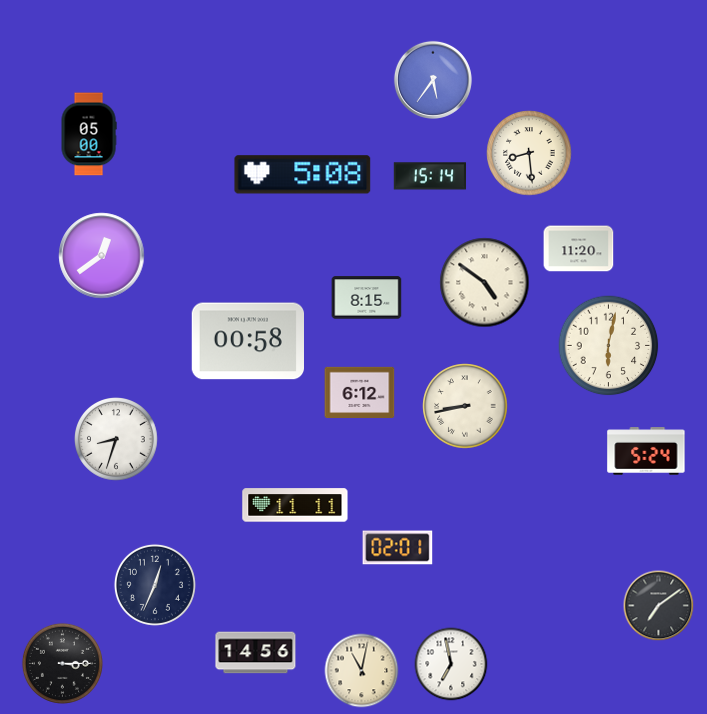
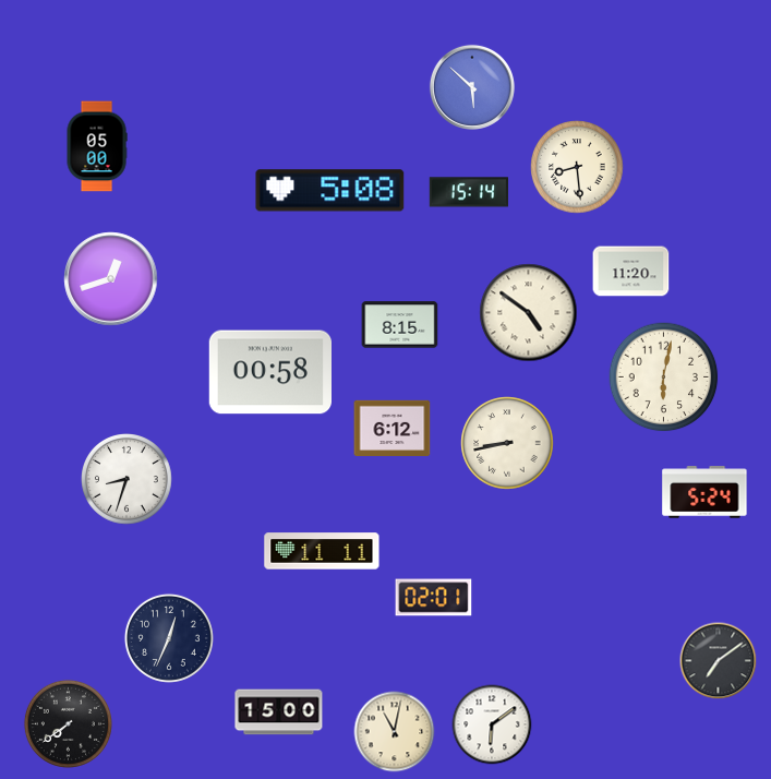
clock at (433, 80): 5:36 -> 5:52
clock at (102, 256): 12:39 -> 12:42
clock at (485, 283) position: (485, 283) -> (529, 313)
clock at (256, 653): 14:56 -> 15:00
clock at (62, 663): 3:15 -> 7:39
clock at (451, 664): 6:58 -> 6:09
